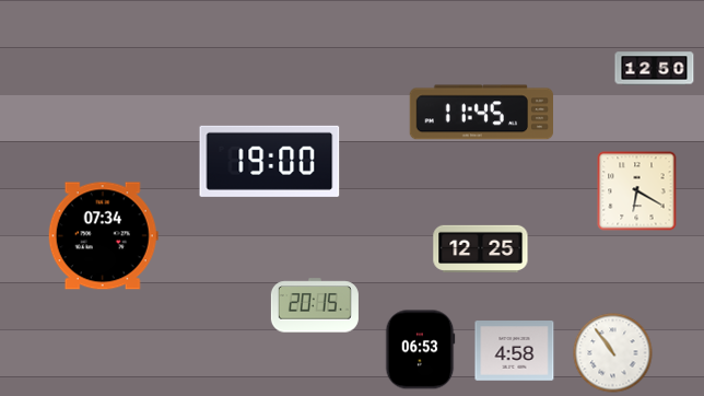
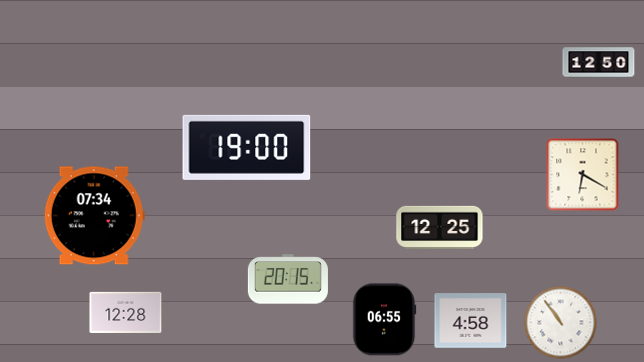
clock at (481, 113): 11:45 -> none
clock at (126, 312): none -> 12:28
clock at (420, 350): 06:53 -> 06:55
